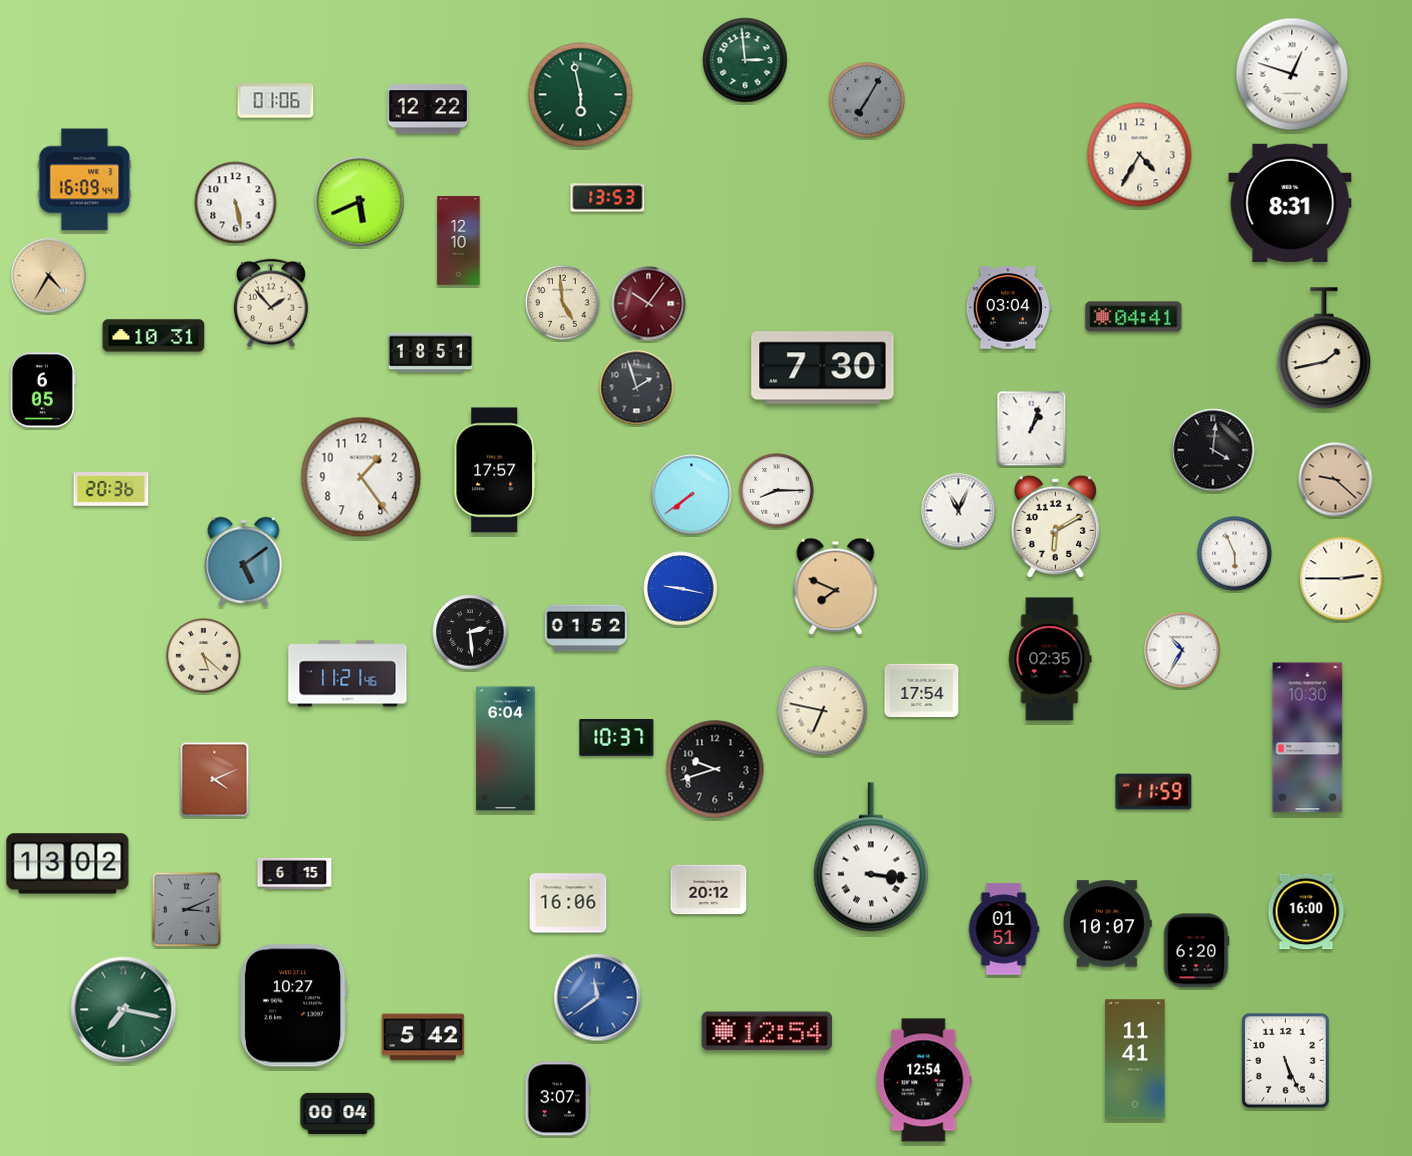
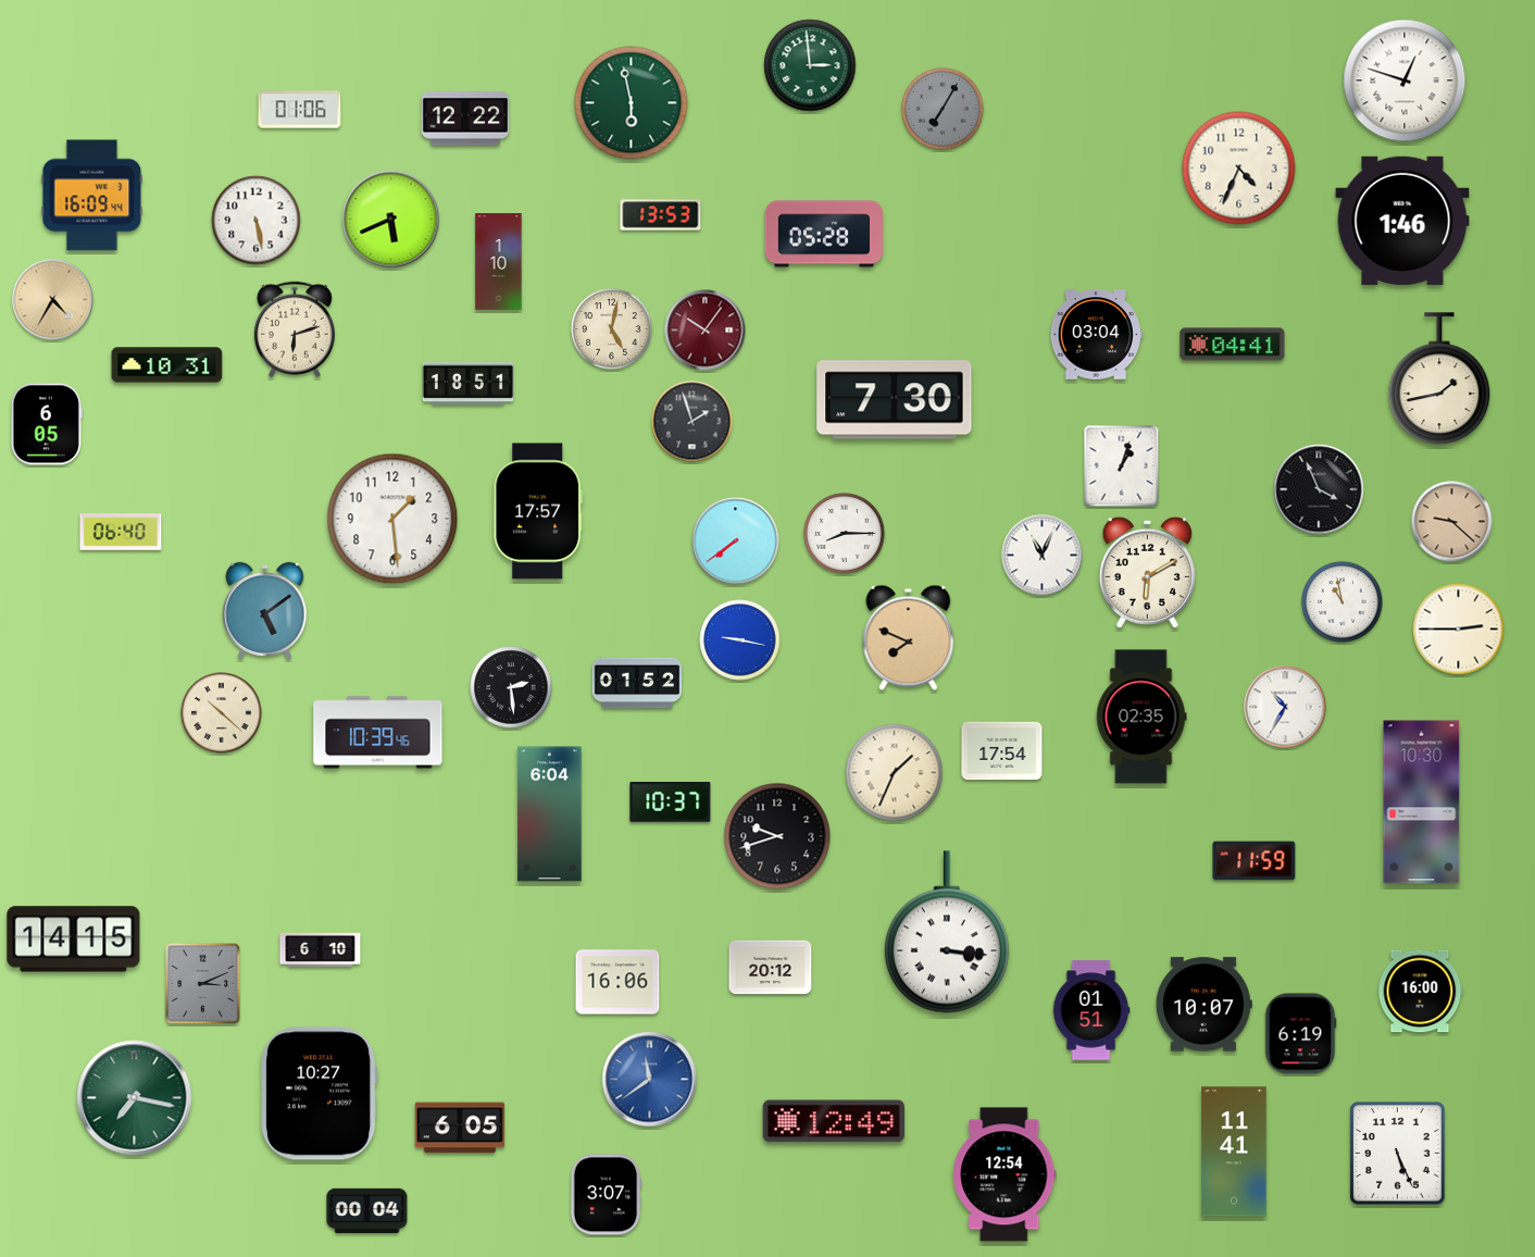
clock at (1140, 155): 4:35 -> 4:34
clock at (1290, 203): 8:31 -> 1:46
clock at (823, 234): none -> 05:28
clock at (459, 241): 12:10 -> 1:10
clock at (271, 303): 1:53 -> 6:12
clock at (563, 303): 4:59 -> 5:02
clock at (1213, 450): 4:01 -> 3:56
clock at (361, 477): 1:24 -> 1:29
clock at (111, 489): 20:36 -> 06:40
clock at (692, 495) position: (692, 495) -> (736, 542)
clock at (1235, 554): 5:56 -> 10:58
clock at (204, 656): 5:22 -> 10:22
clock at (348, 674): 11:21 -> 10:39
clock at (823, 711): 6:47 -> 1:34
clock at (215, 780): 4:11 -> none
clock at (68, 864): 13:02 -> 14:15
clock at (295, 873): 6:15 -> 6:10
clock at (187, 910) position: (187, 910) -> (203, 984)
clock at (1196, 951): 6:20 -> 6:19
clock at (598, 998) position: (598, 998) -> (650, 1080)
clock at (767, 1031): 12:54 -> 12:49
clock at (423, 1037): 5:42 -> 6:05
